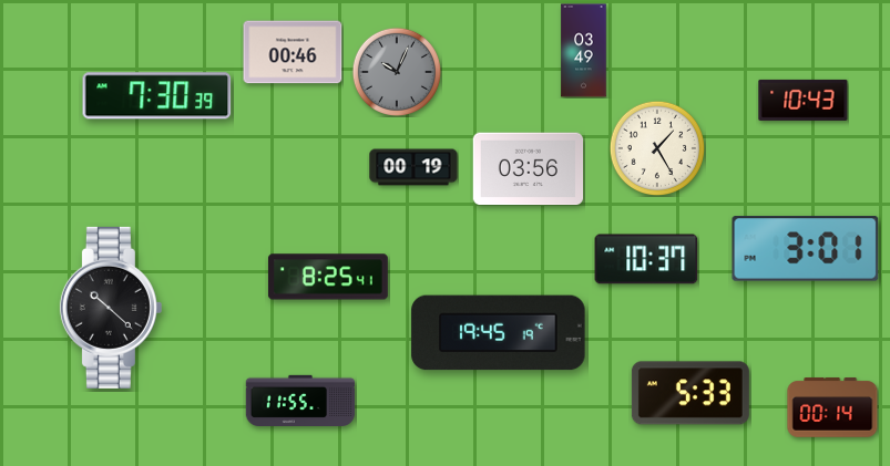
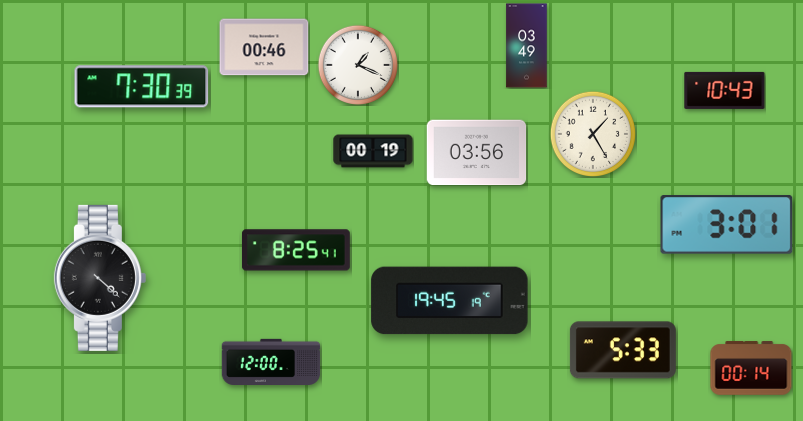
clock at (397, 72): 10:04 -> 1:19
clock at (397, 72) dial: grey -> white
clock at (646, 259): 10:37 -> none
clock at (111, 308): 10:22 -> 4:22
clock at (690, 393) position: (690, 393) -> (623, 350)
clock at (300, 400): 11:55 -> 12:00
